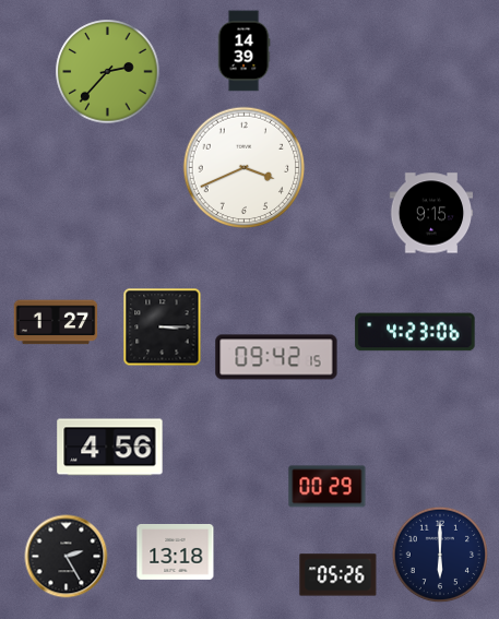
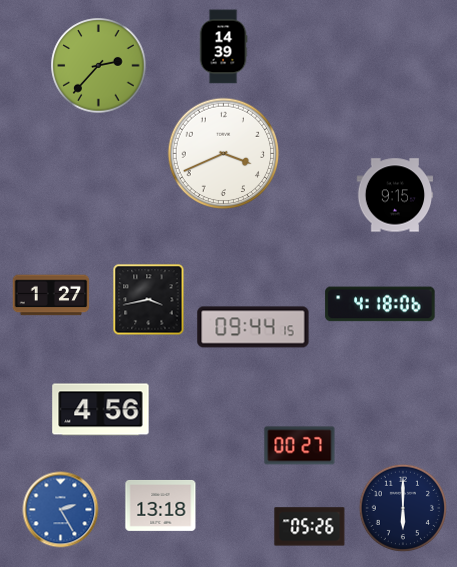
clock at (163, 328): 3:15 -> 3:43
clock at (415, 332): 4:23 -> 4:18
clock at (276, 357): 09:42 -> 09:44
clock at (328, 487): 00:29 -> 00:27
clock at (67, 557) dial: black -> blue
